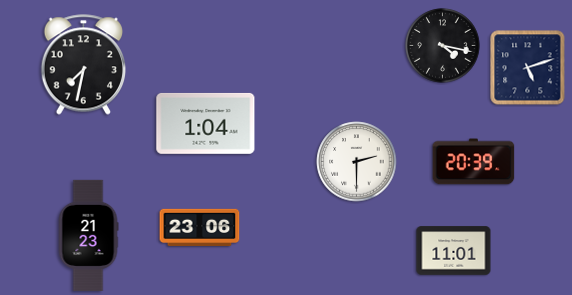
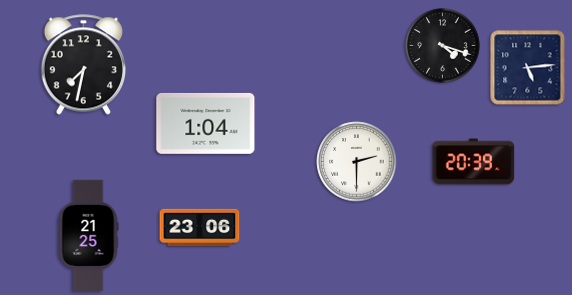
clock at (443, 46): 4:17 -> 4:18
clock at (528, 68): 5:12 -> 5:14
clock at (88, 235): 21:23 -> 21:25
clock at (454, 251): 11:01 -> none
